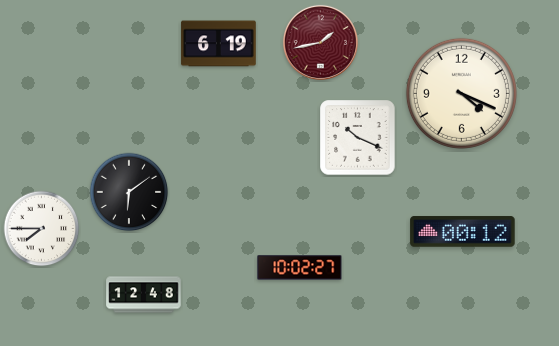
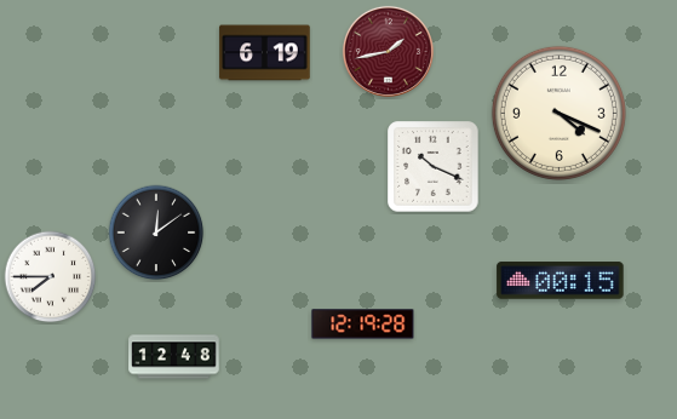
clock at (129, 192): 6:09 -> 12:09
clock at (463, 232): 00:12 -> 00:15
clock at (300, 268): 10:02 -> 12:19
